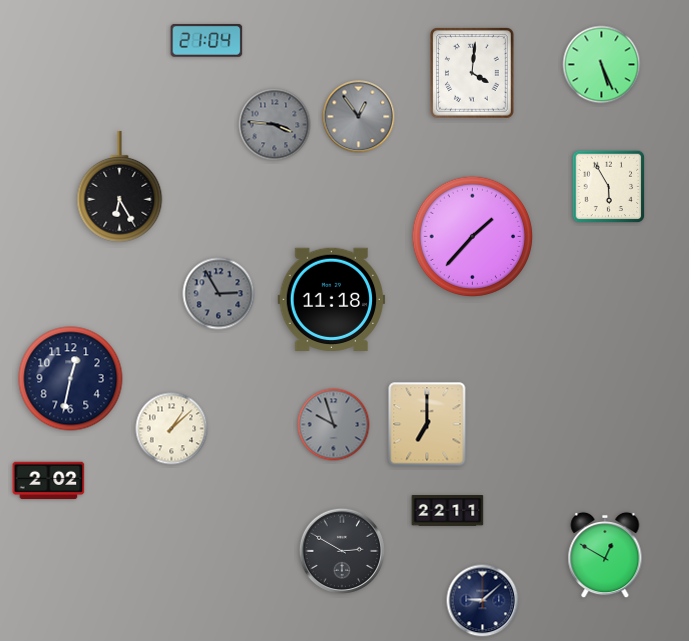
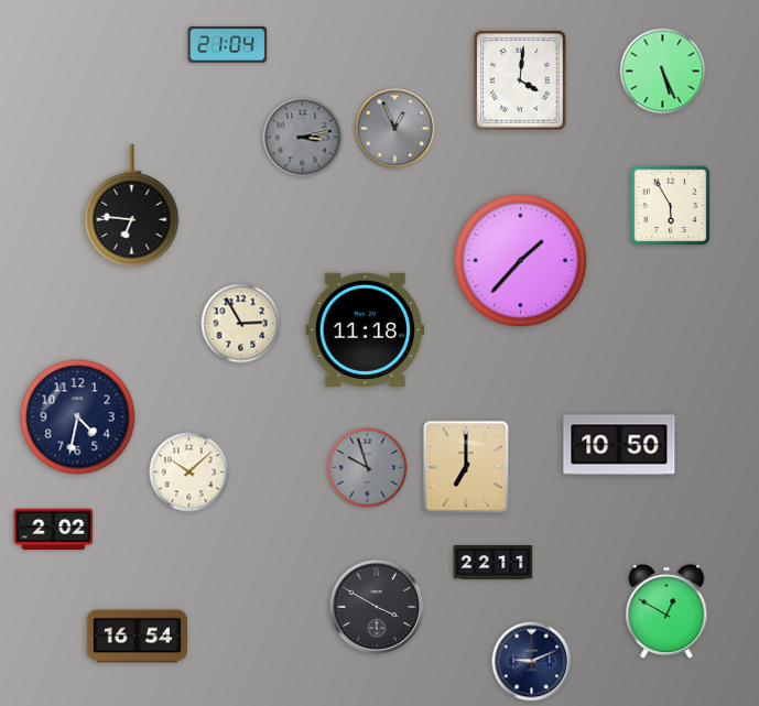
clock at (359, 117): 12:54 -> 12:56
clock at (275, 125): 3:46 -> 3:13
clock at (120, 187): 6:25 -> 6:46
clock at (219, 294) dial: grey -> cream
clock at (71, 379): 12:32 -> 4:32
clock at (619, 445): none -> 10:50
clock at (427, 424) position: (427, 424) -> (466, 467)
clock at (172, 429): 1:08 -> 10:08
clock at (342, 551): 2:50 -> 3:50
clock at (138, 637): none -> 16:54
clock at (483, 601): 9:08 -> 9:11
